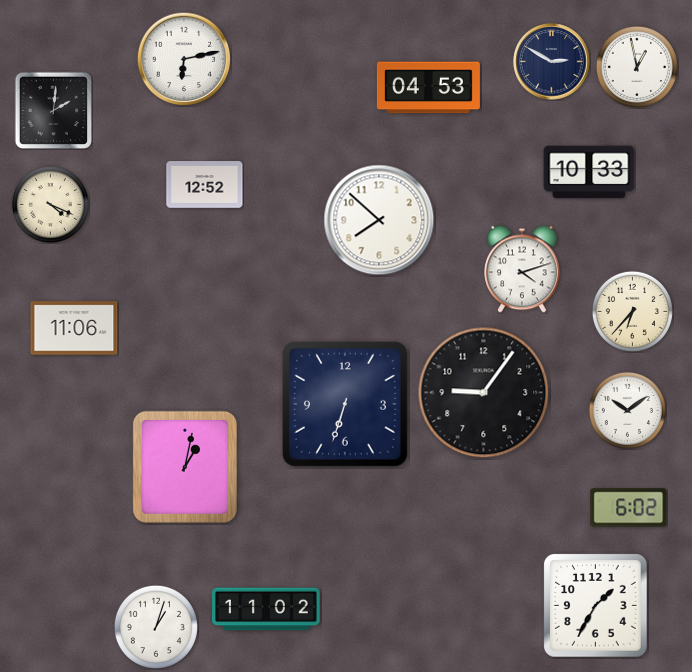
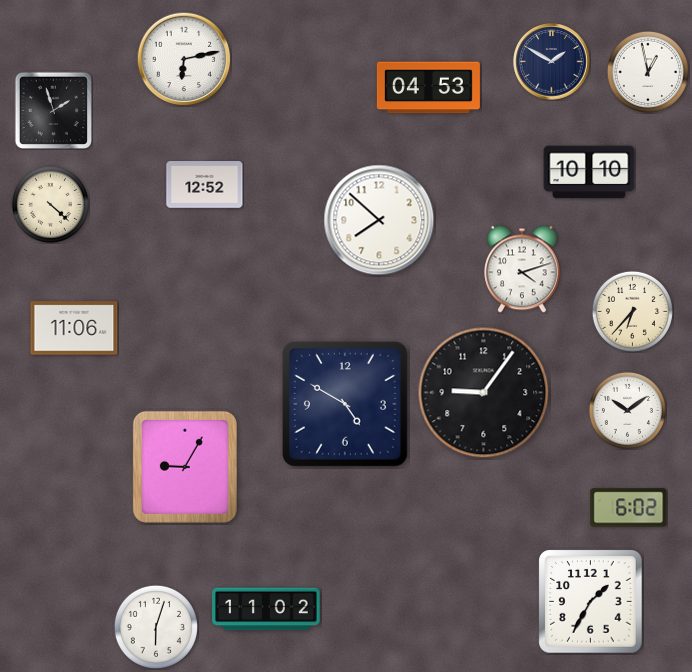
clock at (552, 62): 2:50 -> 1:50
clock at (637, 67) position: (637, 67) -> (648, 72)
clock at (53, 110): 2:01 -> 1:57
clock at (589, 172): 10:33 -> 10:10
clock at (50, 204): 4:19 -> 4:22
clock at (345, 404): 6:33 -> 4:50
clock at (185, 467): 1:02 -> 9:05
clock at (596, 606) position: (596, 606) -> (591, 602)
clock at (156, 627): 1:03 -> 6:03
